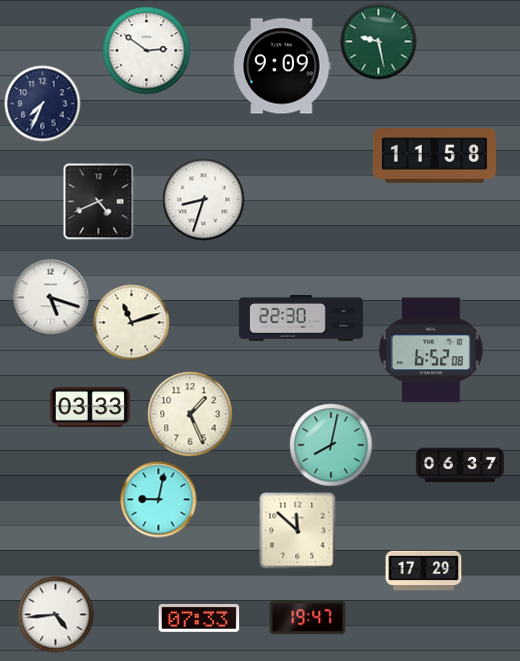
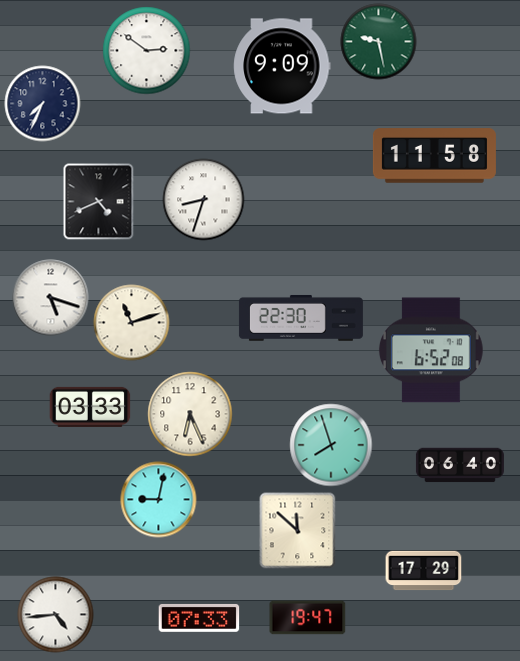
clock at (190, 414): 1:26 -> 6:26
clock at (331, 445): 8:02 -> 7:57
clock at (460, 465): 06:37 -> 06:40
